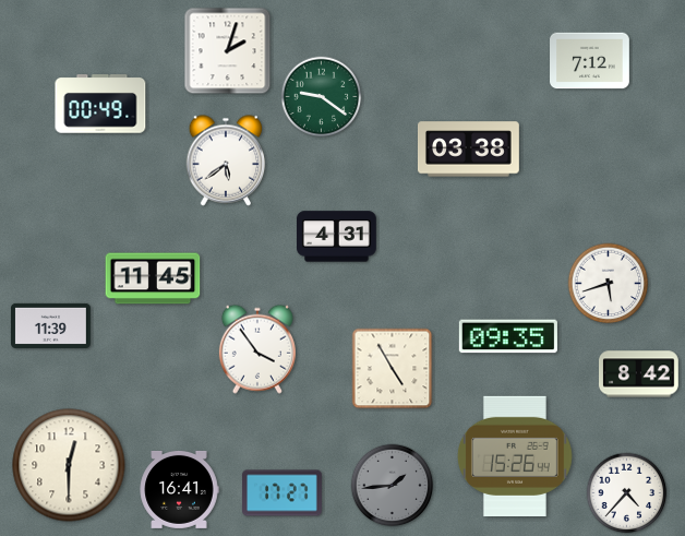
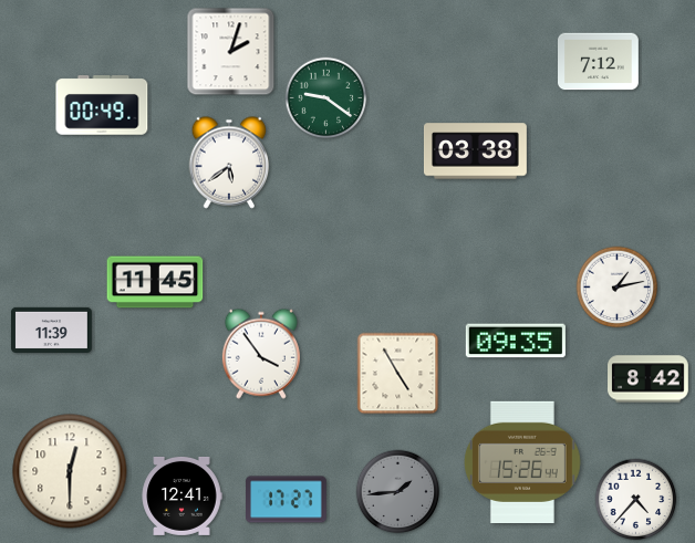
clock at (337, 237): 4:31 -> none
clock at (609, 284): 5:42 -> 1:13
clock at (179, 489): 16:41 -> 12:41
